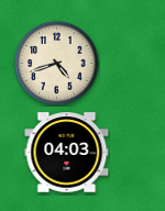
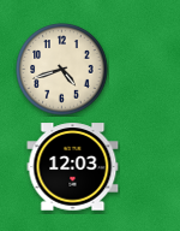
clock at (67, 153): 04:03 -> 12:03
